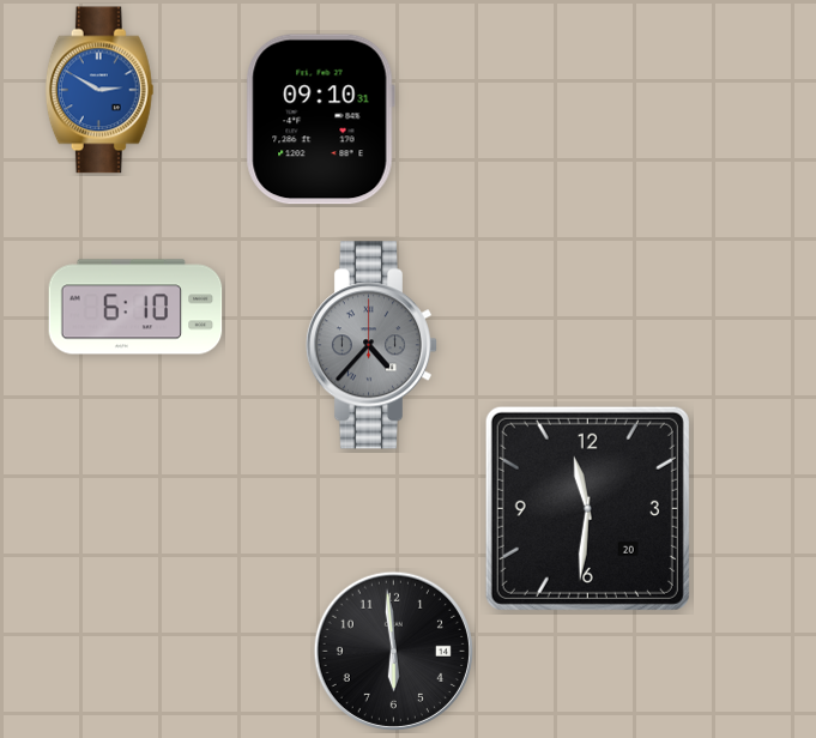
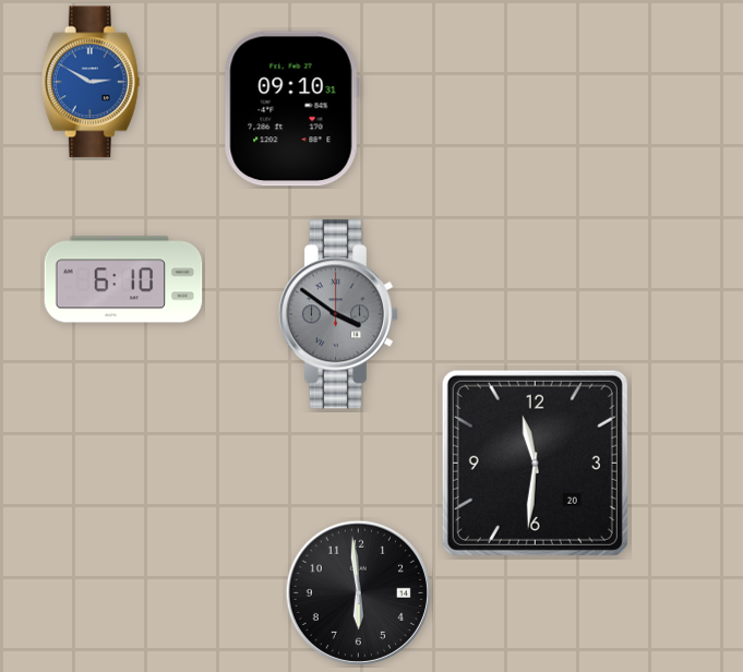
clock at (371, 345): 4:37 -> 3:51
